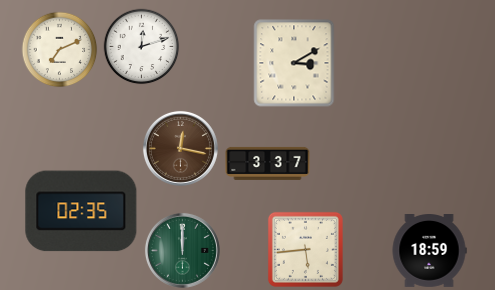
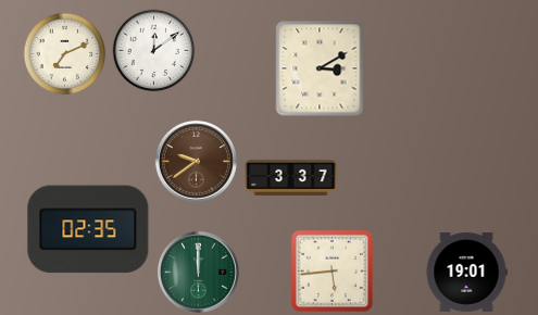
clock at (142, 47): 12:12 -> 12:09
clock at (180, 148): 12:17 -> 9:39
clock at (429, 251): 18:59 -> 19:01
